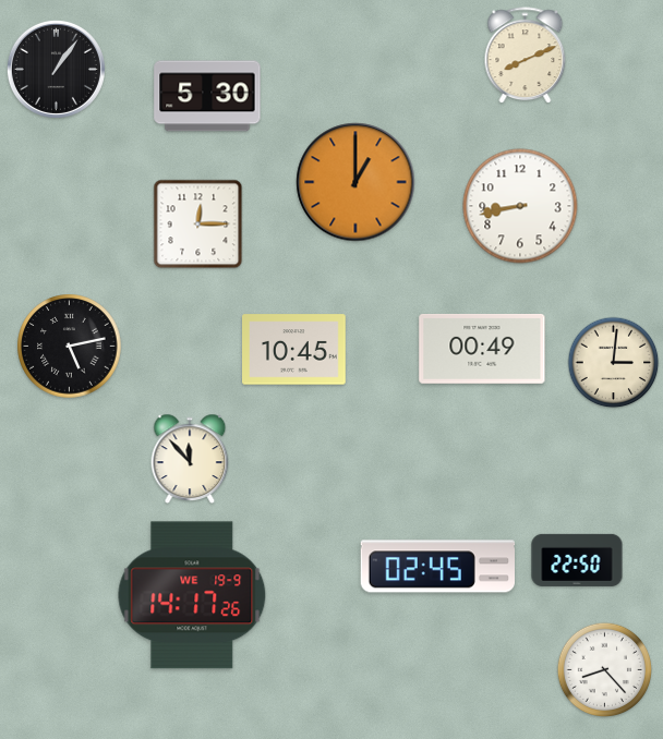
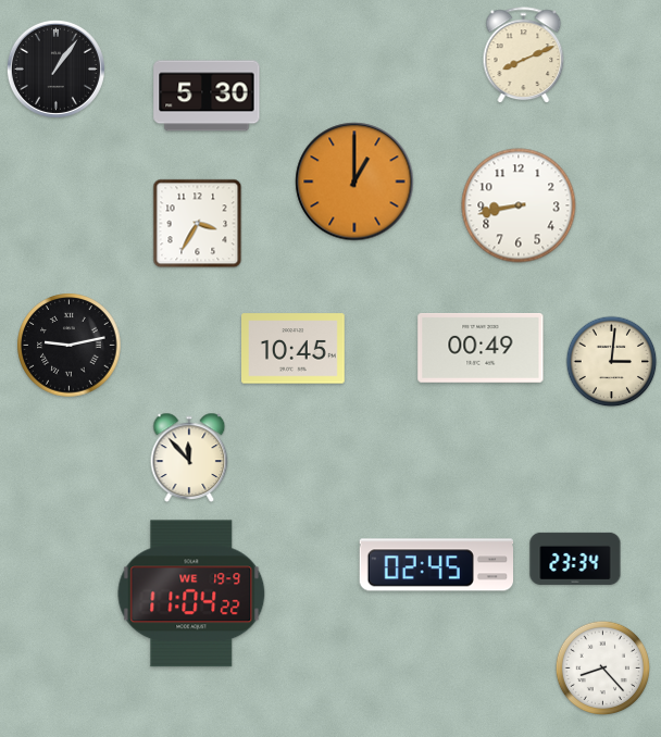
clock at (198, 225): 12:15 -> 3:35
clock at (70, 347): 5:13 -> 9:13
clock at (577, 560): 22:50 -> 23:34
clock at (192, 595): 14:17 -> 11:04
